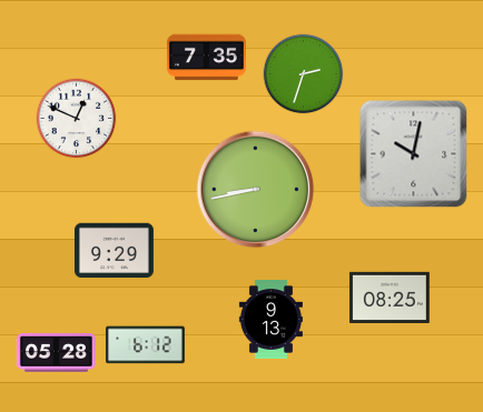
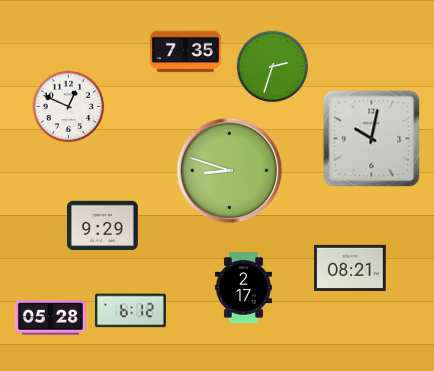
clock at (256, 190): 8:43 -> 8:48
clock at (390, 298): 08:25 -> 08:21
clock at (270, 319): 9:13 -> 2:17
